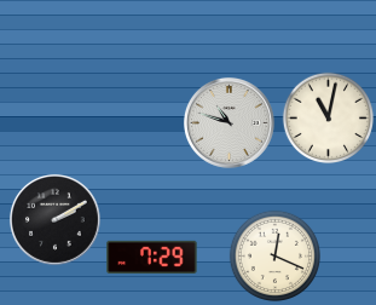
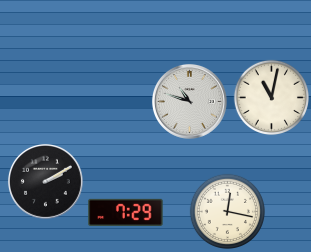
clock at (276, 257): 12:19 -> 12:17
